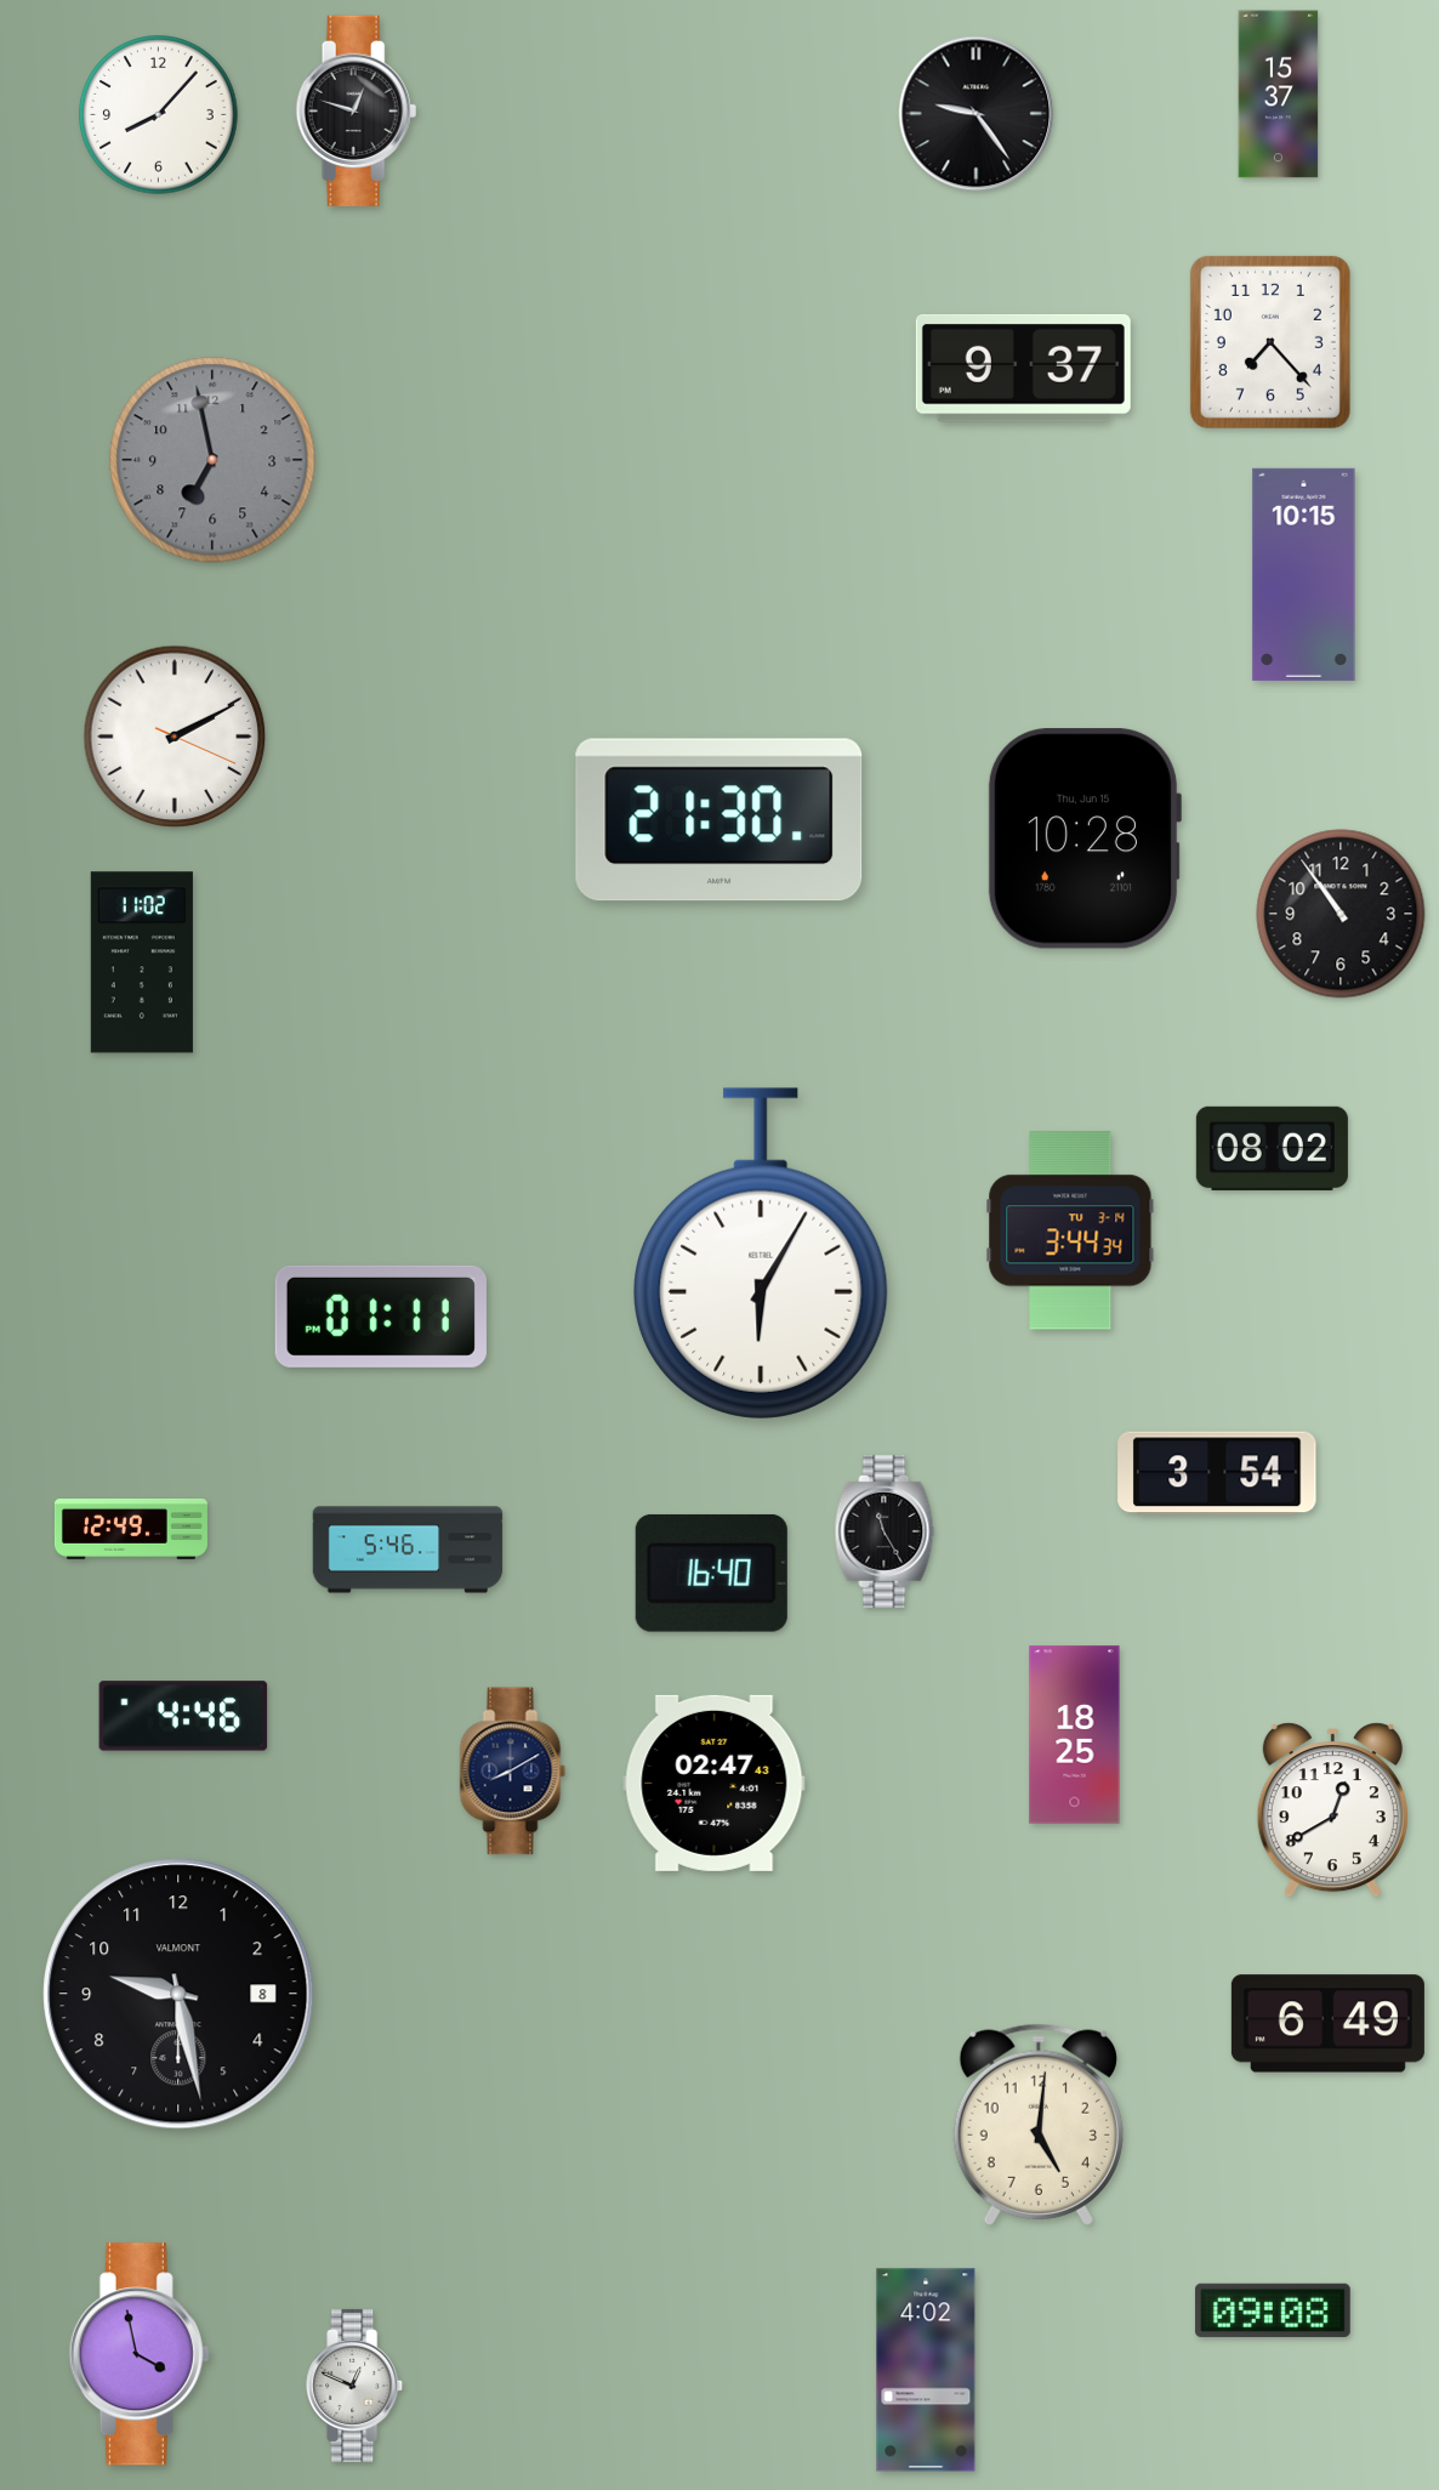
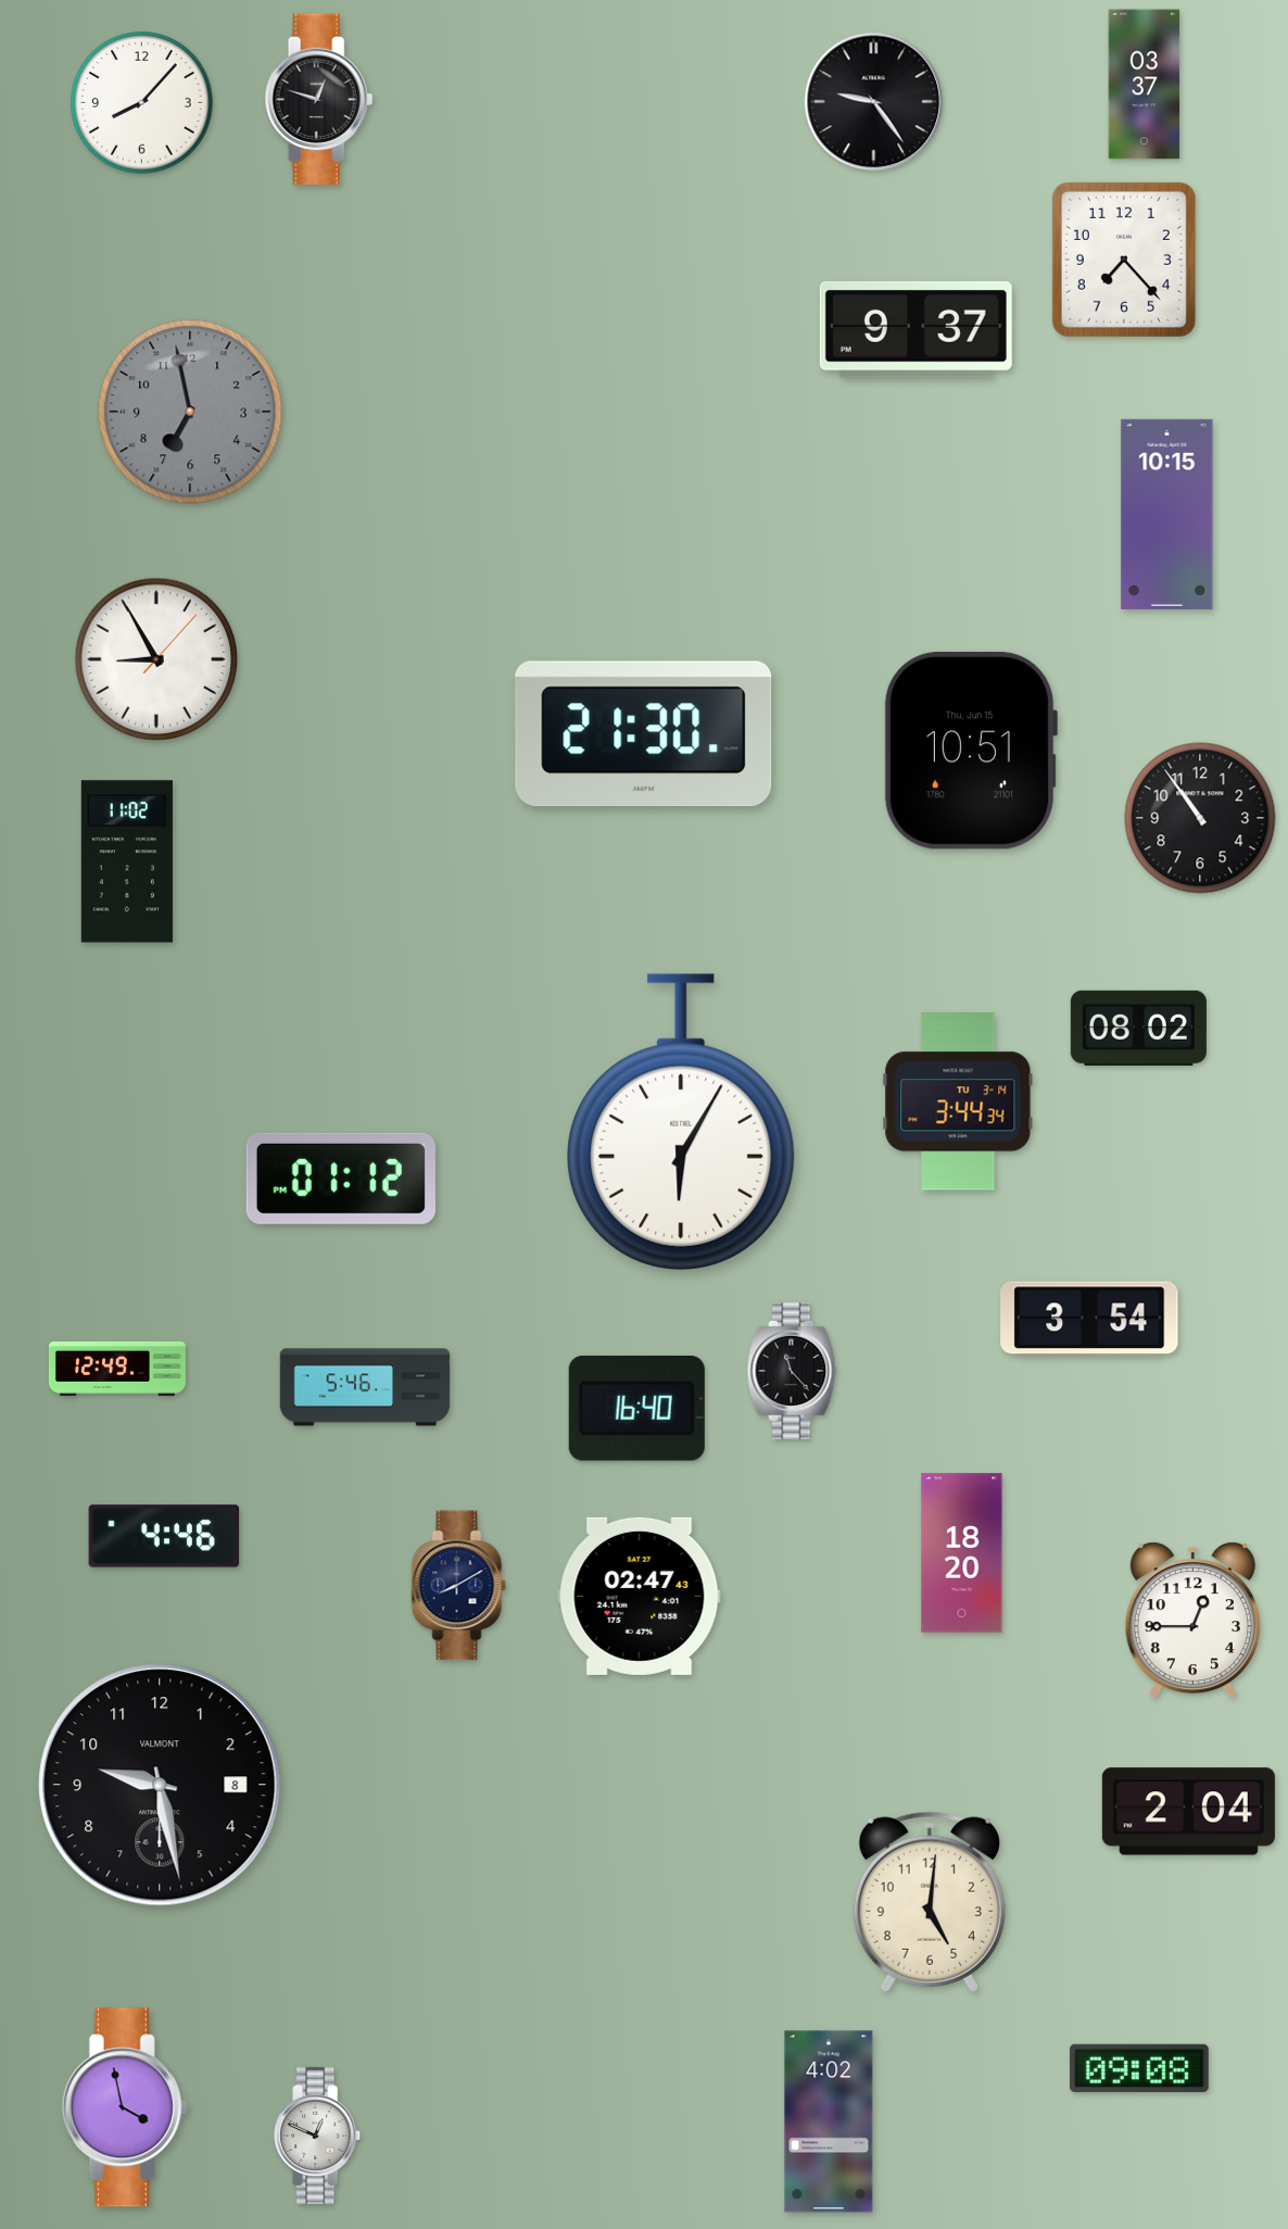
clock at (1279, 95): 15:37 -> 03:37
clock at (1270, 342) position: (1270, 342) -> (1124, 260)
clock at (175, 737): 2:10 -> 8:55
clock at (1083, 838): 10:28 -> 10:51
clock at (381, 1317): 01:11 -> 01:12
clock at (885, 1531): 11:25 -> 11:23
clock at (1075, 1735): 18:25 -> 18:20
clock at (1332, 1810): 12:40 -> 12:45
clock at (1327, 2024): 6:49 -> 2:04
